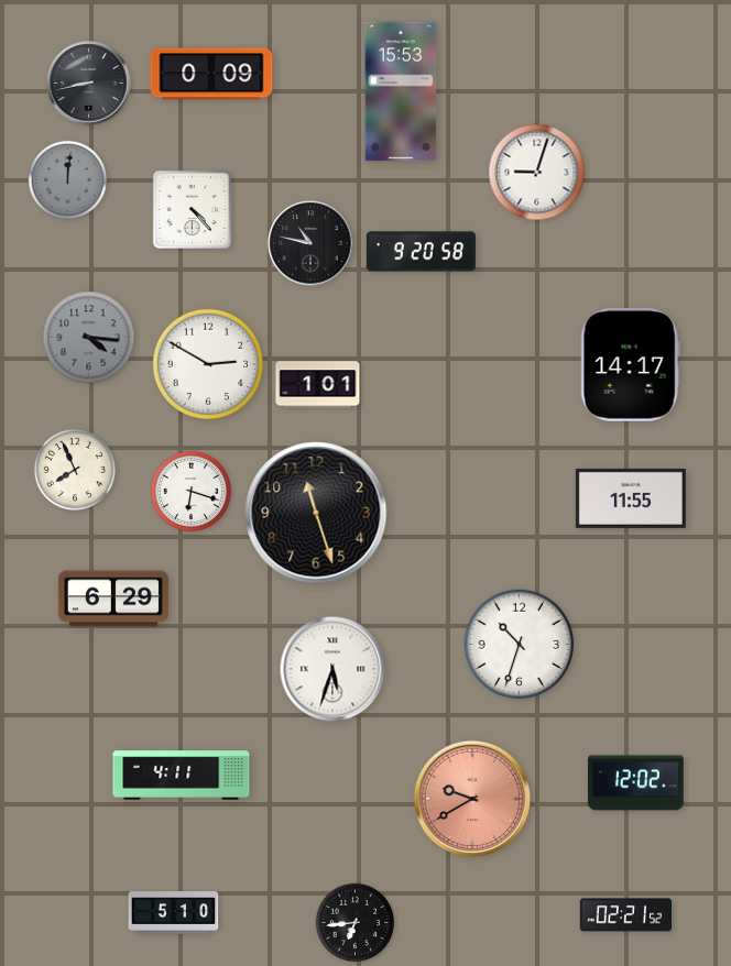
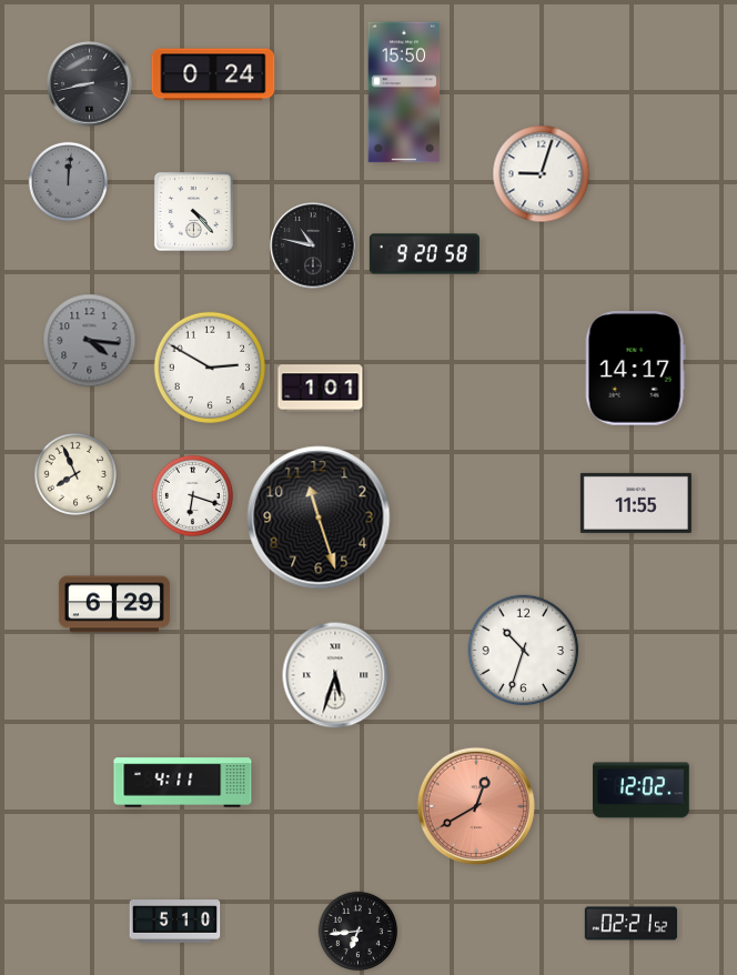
clock at (211, 74): 0:09 -> 0:24
clock at (401, 91): 15:53 -> 15:50
clock at (471, 798): 9:40 -> 12:40
